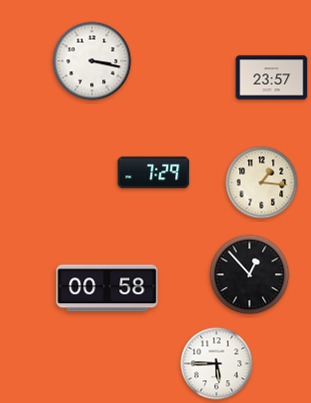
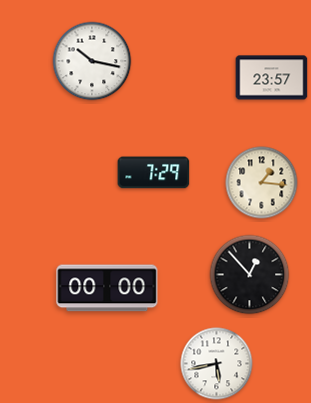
clock at (92, 61): 3:17 -> 10:17
clock at (107, 288): 00:58 -> 00:00
clock at (217, 364): 5:45 -> 5:43
